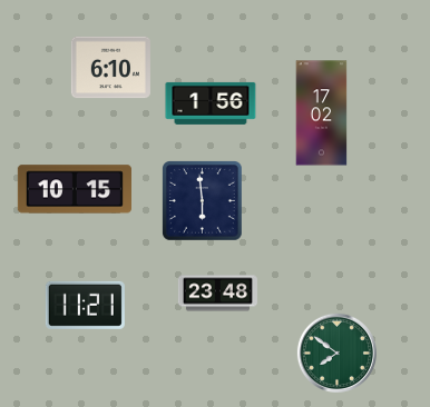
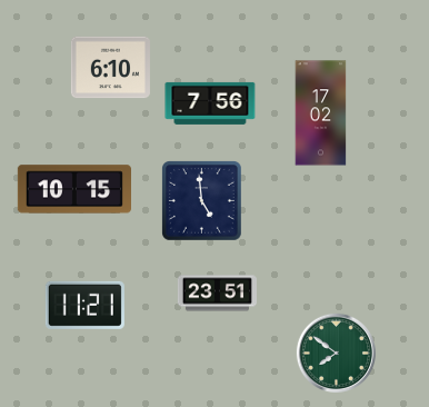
clock at (211, 103): 1:56 -> 7:56
clock at (203, 201): 5:59 -> 4:59
clock at (217, 294): 23:48 -> 23:51
